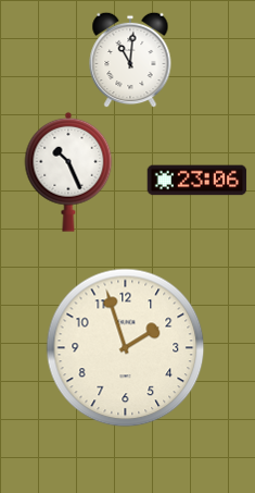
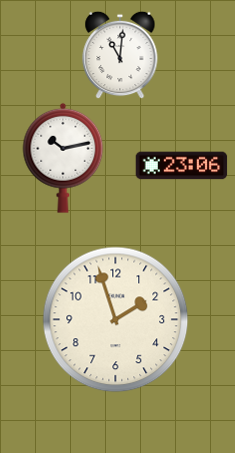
clock at (68, 172): 10:26 -> 10:13
